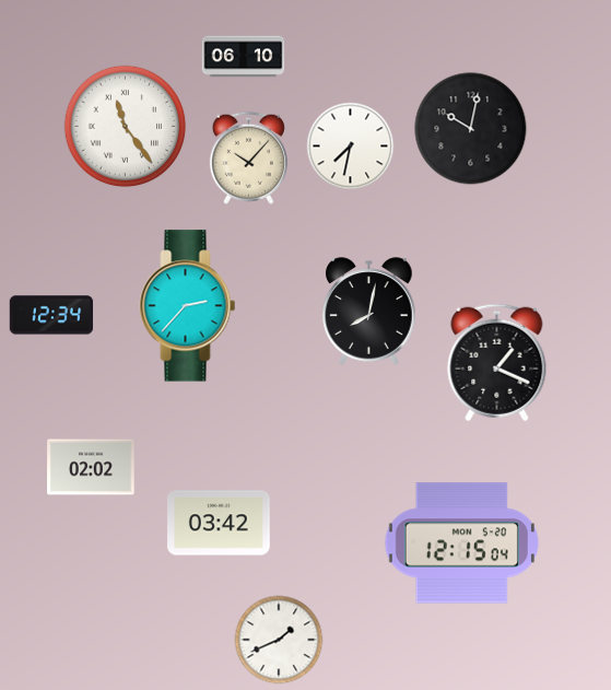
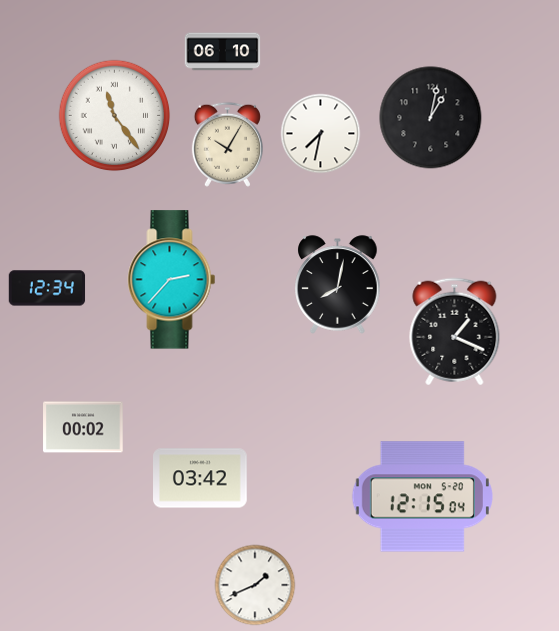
clock at (471, 129): 10:02 -> 1:02
clock at (248, 157): 10:07 -> 10:05
clock at (91, 467): 02:02 -> 00:02
